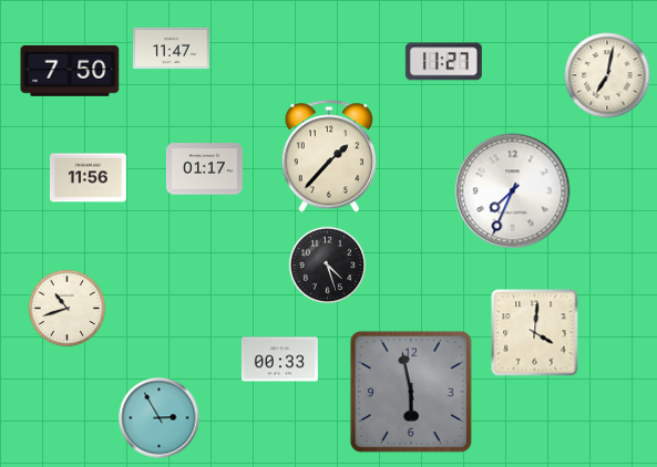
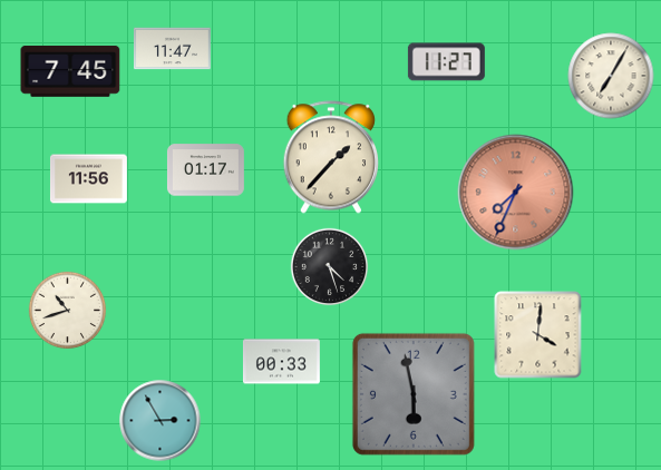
clock at (70, 71): 7:50 -> 7:45
clock at (607, 75): 7:02 -> 7:05
clock at (513, 191) dial: white -> salmon
